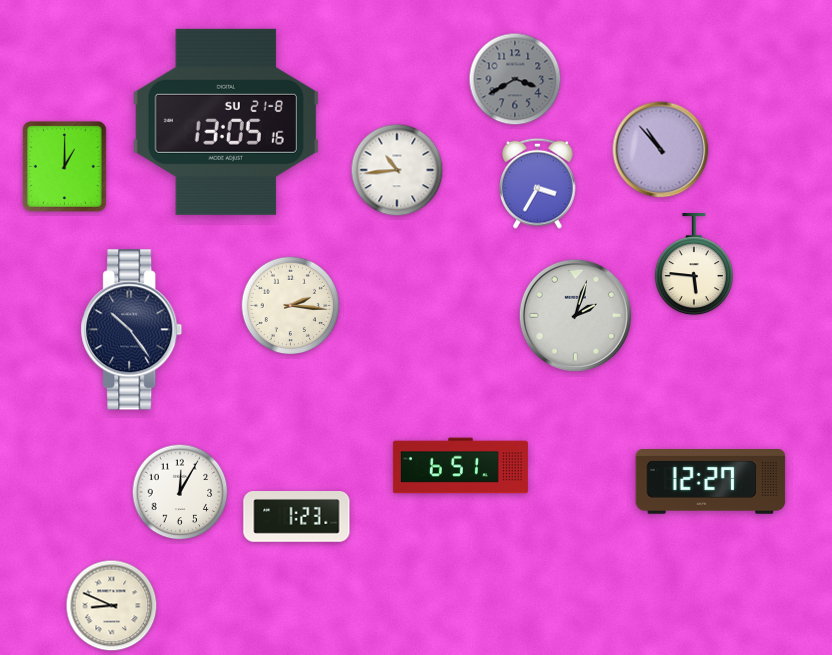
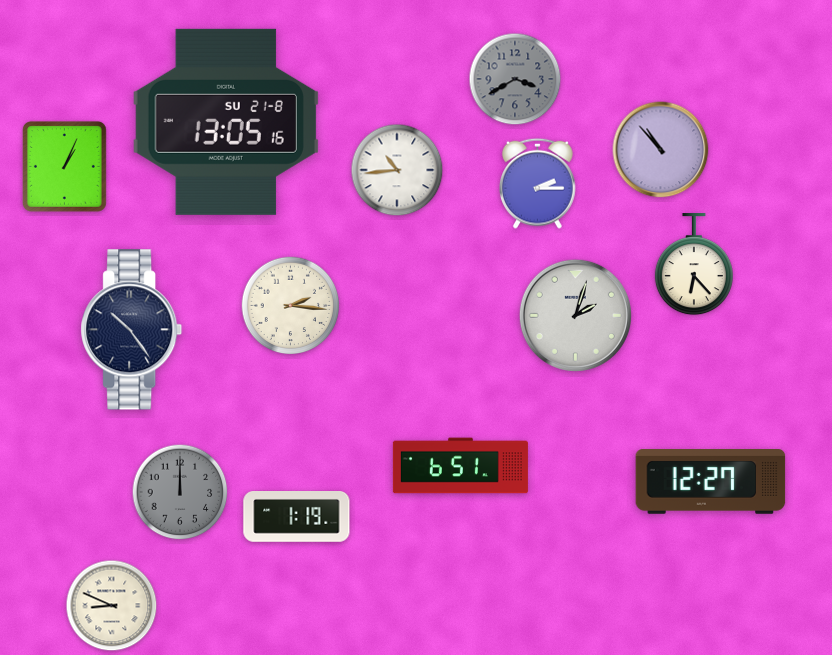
clock at (64, 166): 1:00 -> 1:04
clock at (538, 183): 3:35 -> 2:15
clock at (694, 265): 5:46 -> 6:23
clock at (180, 492): 12:05 -> 12:00
clock at (180, 492) dial: white -> grey
clock at (297, 517): 1:23 -> 1:19
